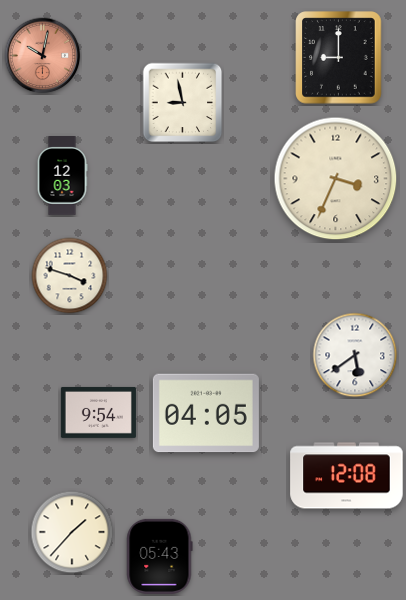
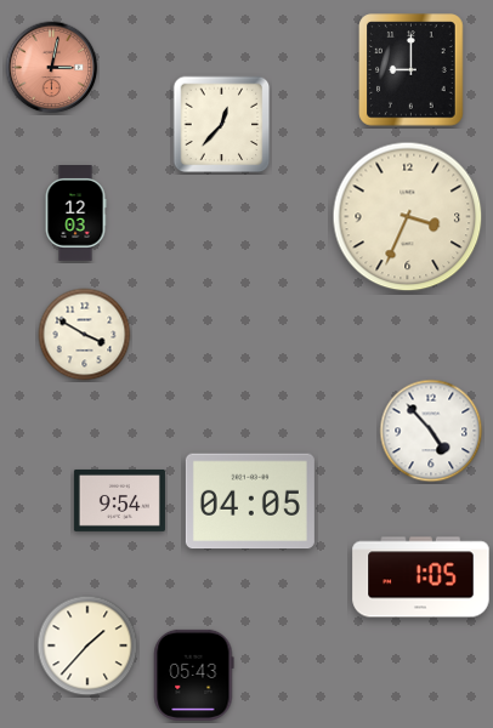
clock at (43, 56): 10:02 -> 3:02
clock at (183, 103): 8:58 -> 12:37
clock at (70, 276): 3:48 -> 3:50
clock at (355, 355): 5:39 -> 4:53
clock at (347, 476): 12:08 -> 1:05
